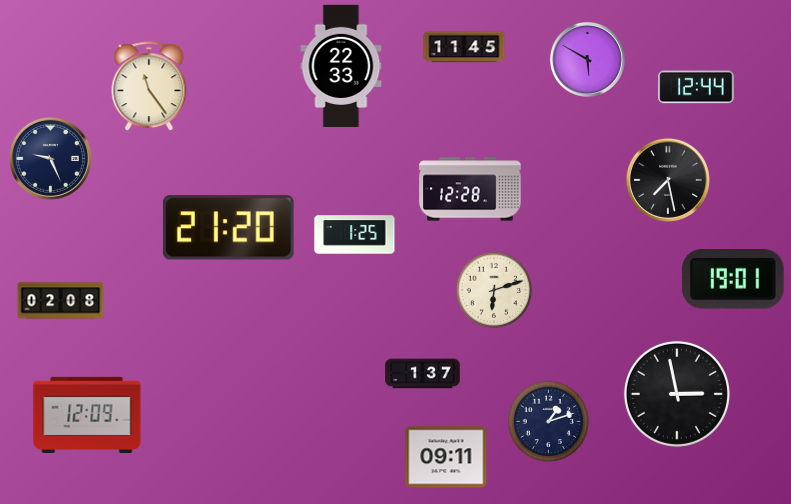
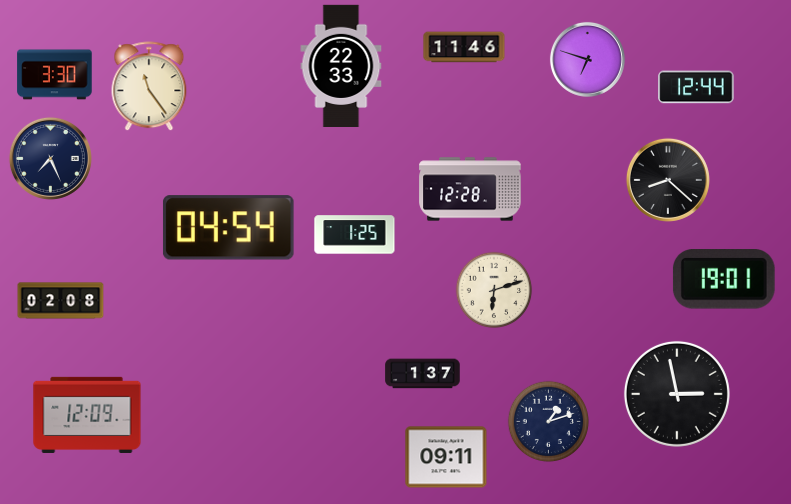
clock at (464, 47): 11:45 -> 11:46
clock at (587, 59): 5:50 -> 6:48
clock at (55, 75): none -> 3:30
clock at (50, 158): 9:26 -> 7:26
clock at (668, 180): 7:28 -> 8:22
clock at (228, 228): 21:20 -> 04:54
clock at (733, 280) position: (733, 280) -> (724, 280)
